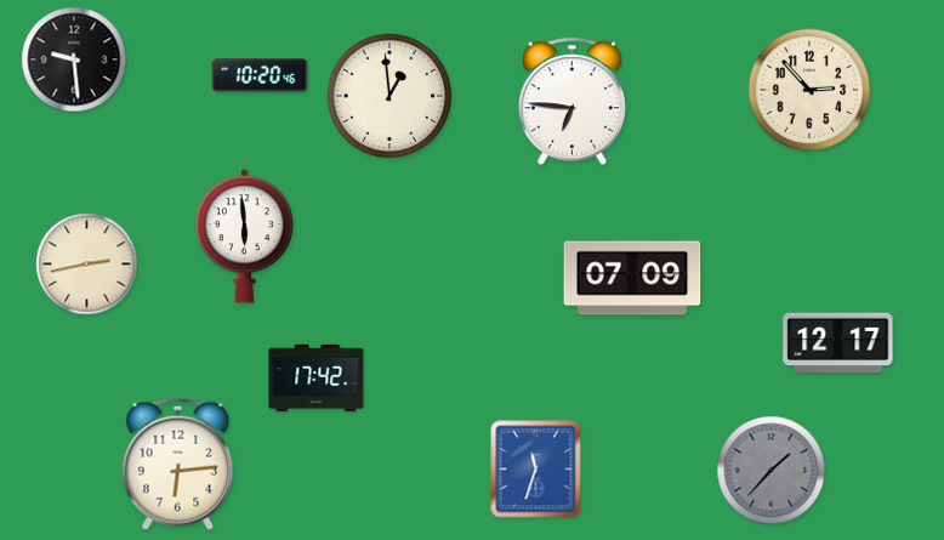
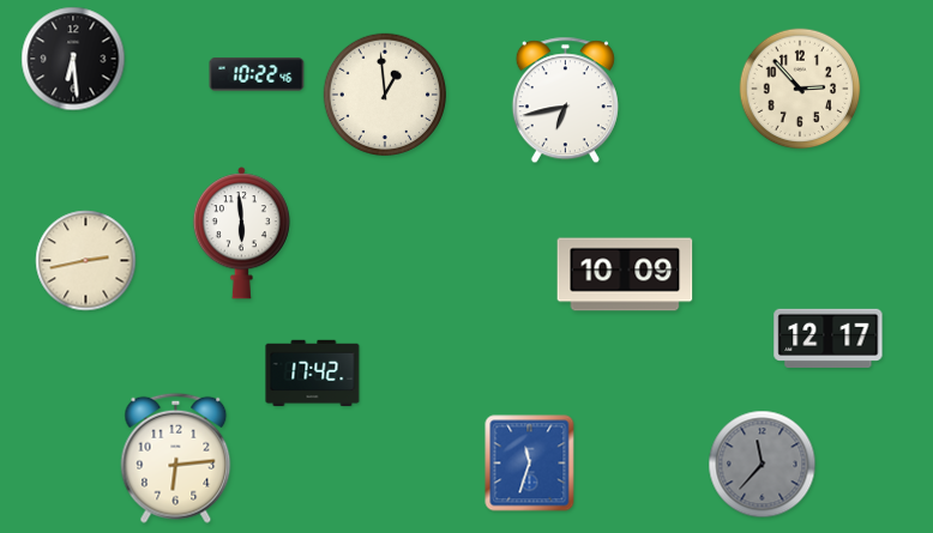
clock at (74, 59): 9:29 -> 6:29
clock at (260, 75): 10:20 -> 10:22
clock at (571, 102): 6:46 -> 6:43
clock at (632, 278): 07:09 -> 10:09
clock at (772, 471): 1:37 -> 11:37
